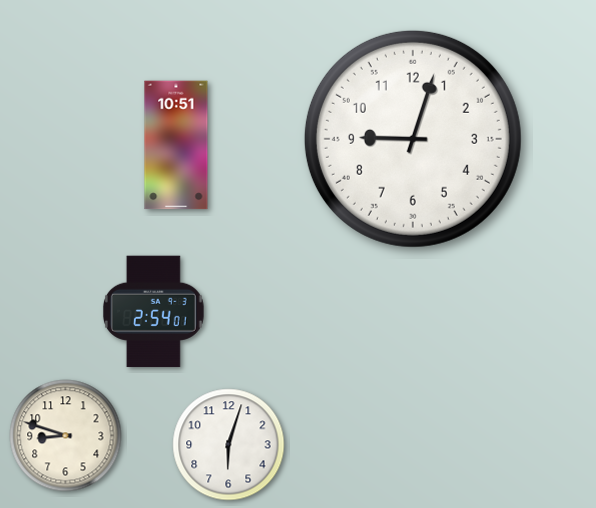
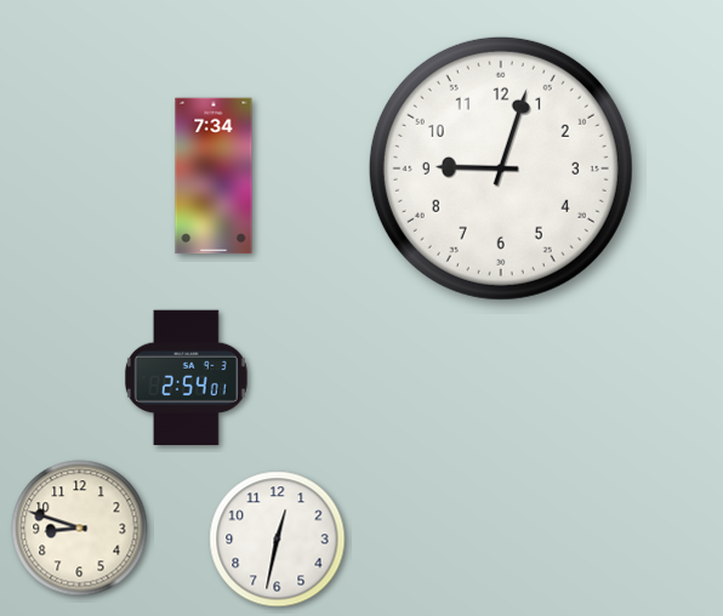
clock at (176, 145): 10:51 -> 7:34
clock at (229, 445): 6:03 -> 12:32
